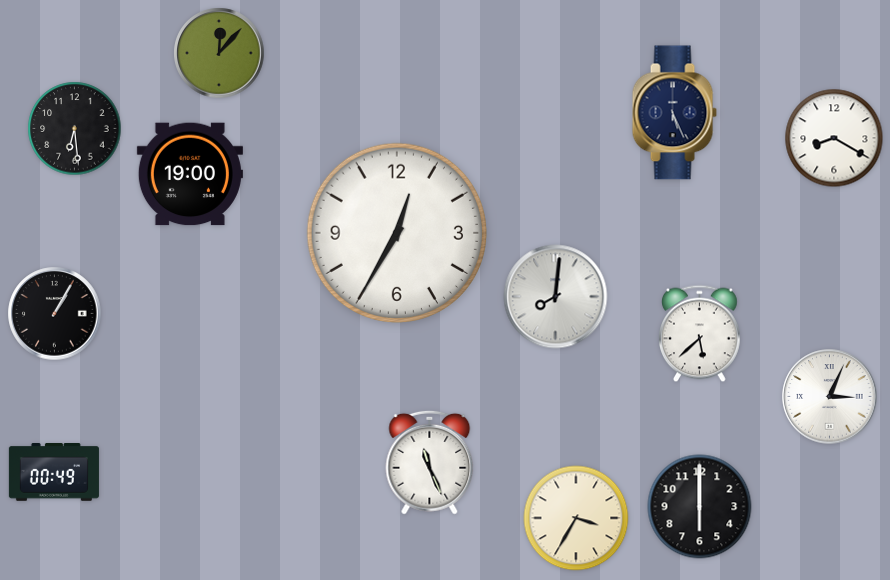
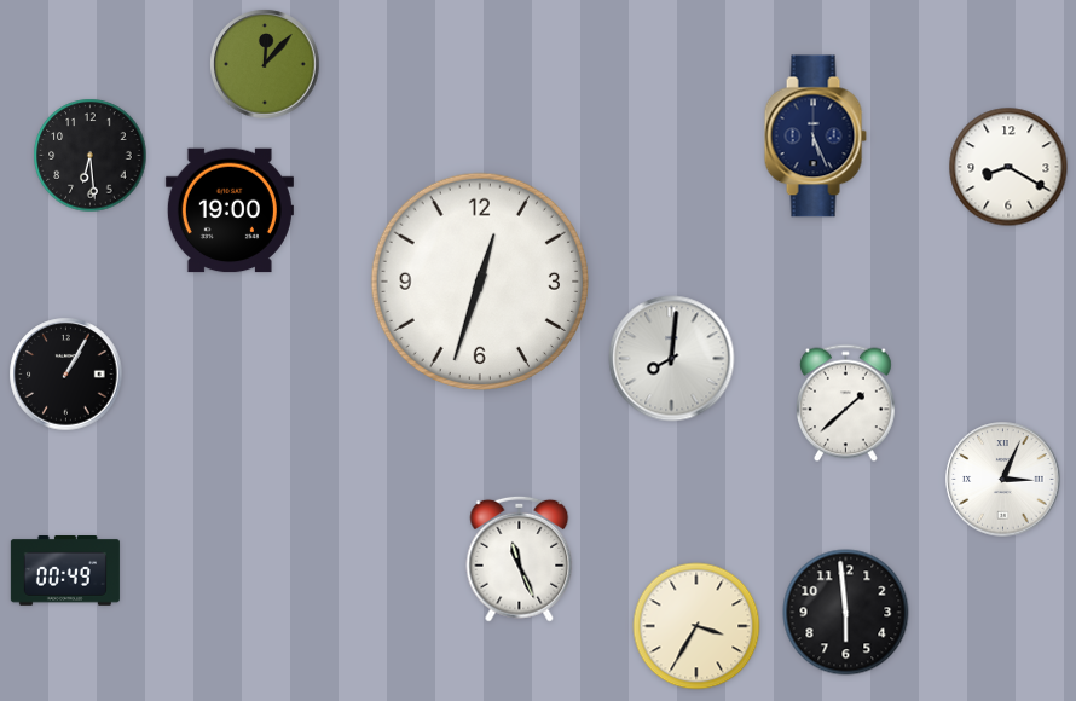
clock at (396, 232): 12:35 -> 12:33
clock at (55, 314) position: (55, 314) -> (66, 375)
clock at (700, 334): 5:38 -> 1:38
clock at (700, 507): 6:00 -> 5:59
